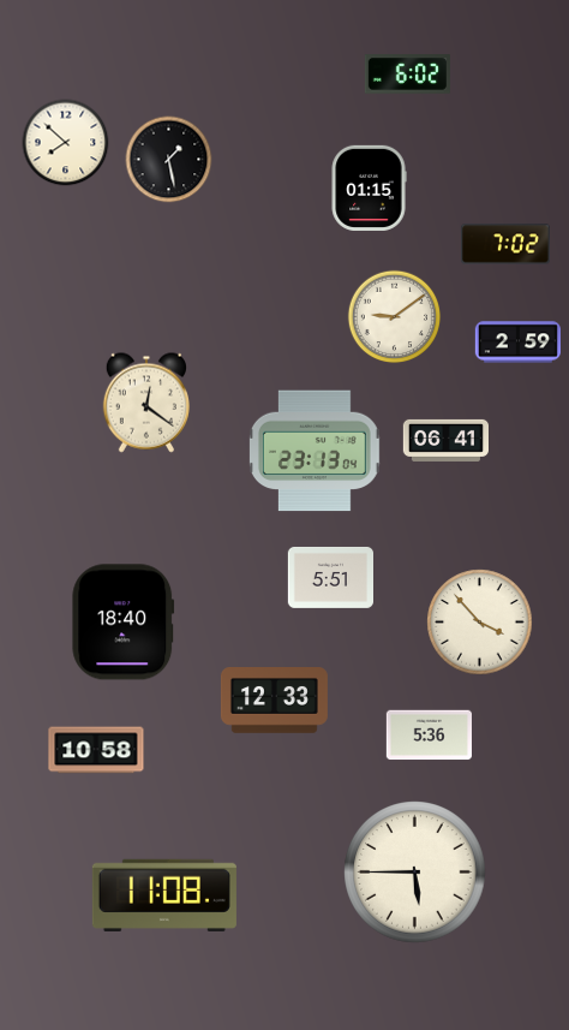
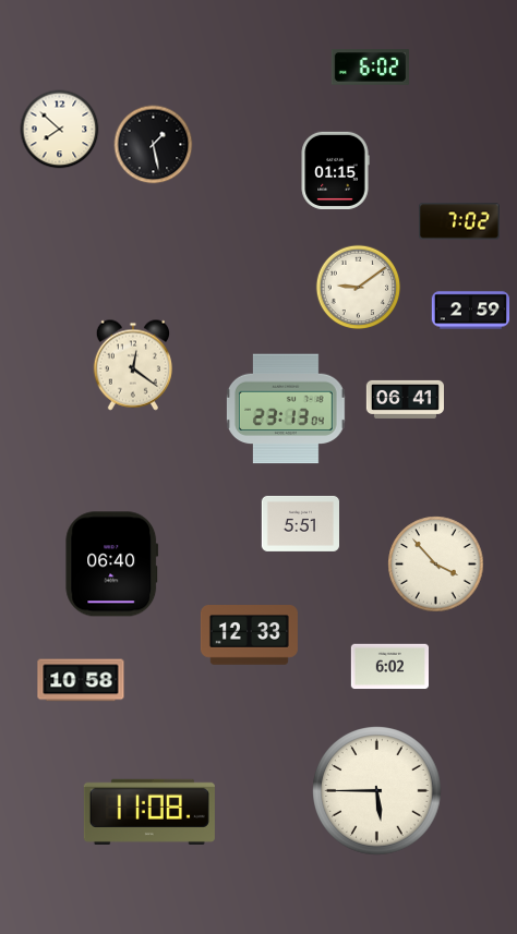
clock at (124, 623): 18:40 -> 06:40
clock at (429, 736): 5:36 -> 6:02
clock at (96, 750) position: (96, 750) -> (81, 680)
